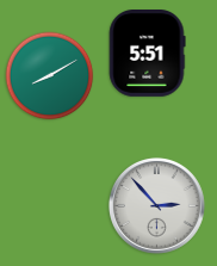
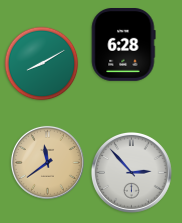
clock at (147, 54): 5:51 -> 6:28
clock at (47, 162): none -> 11:39
